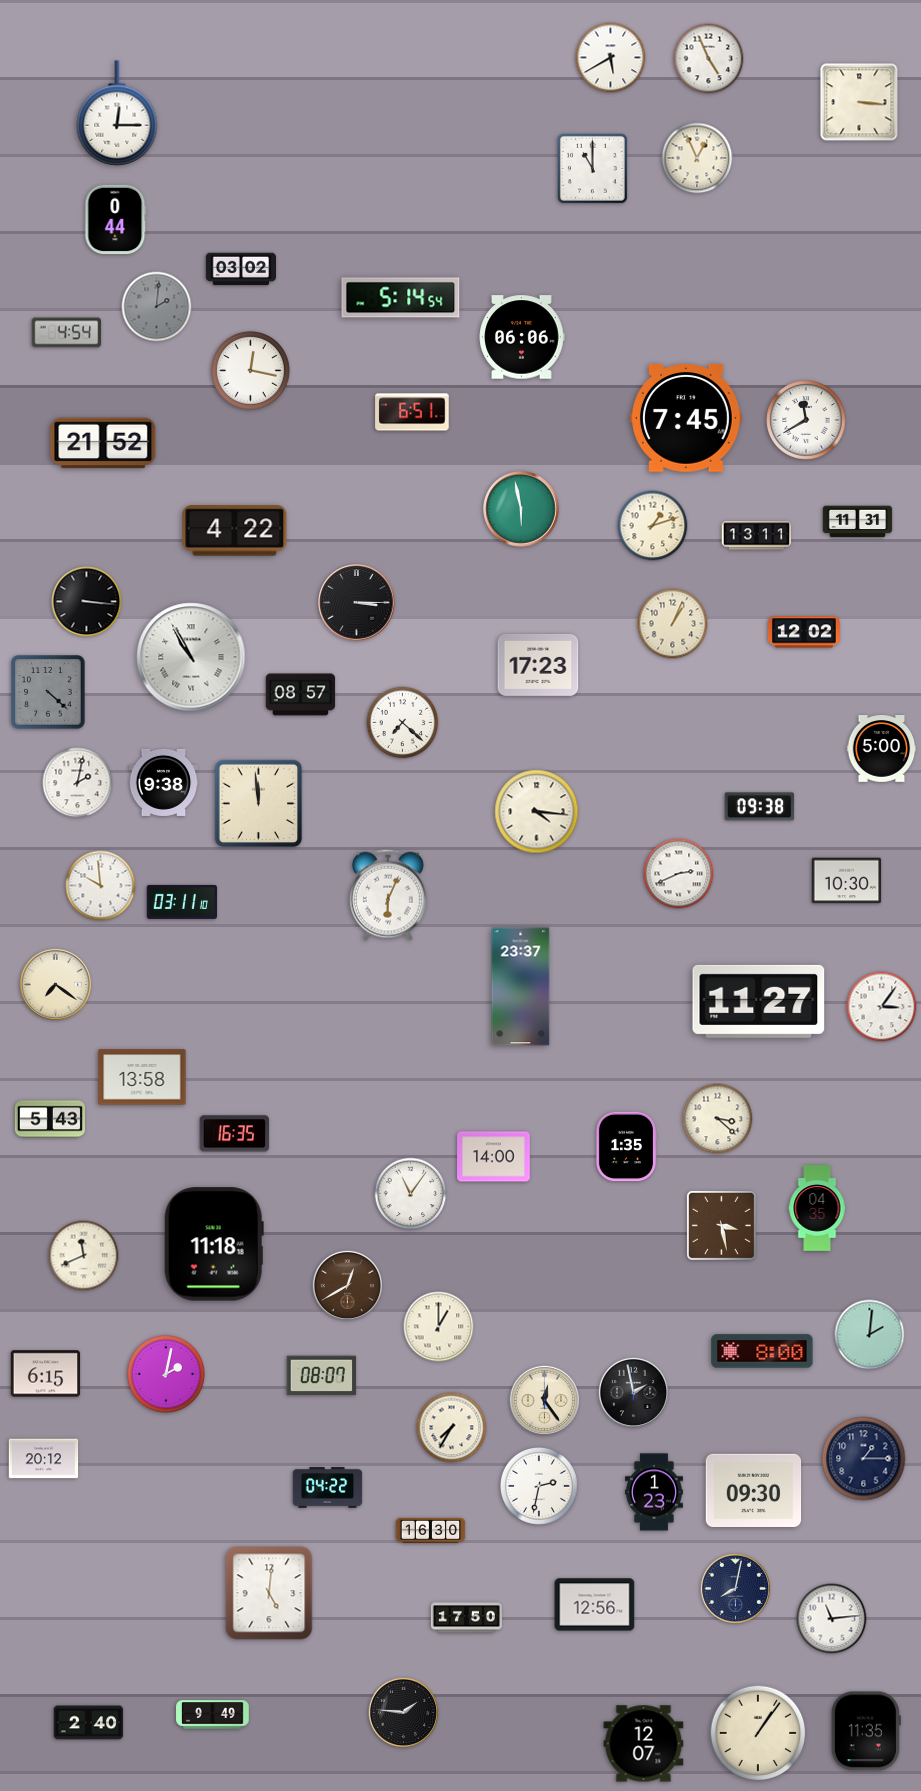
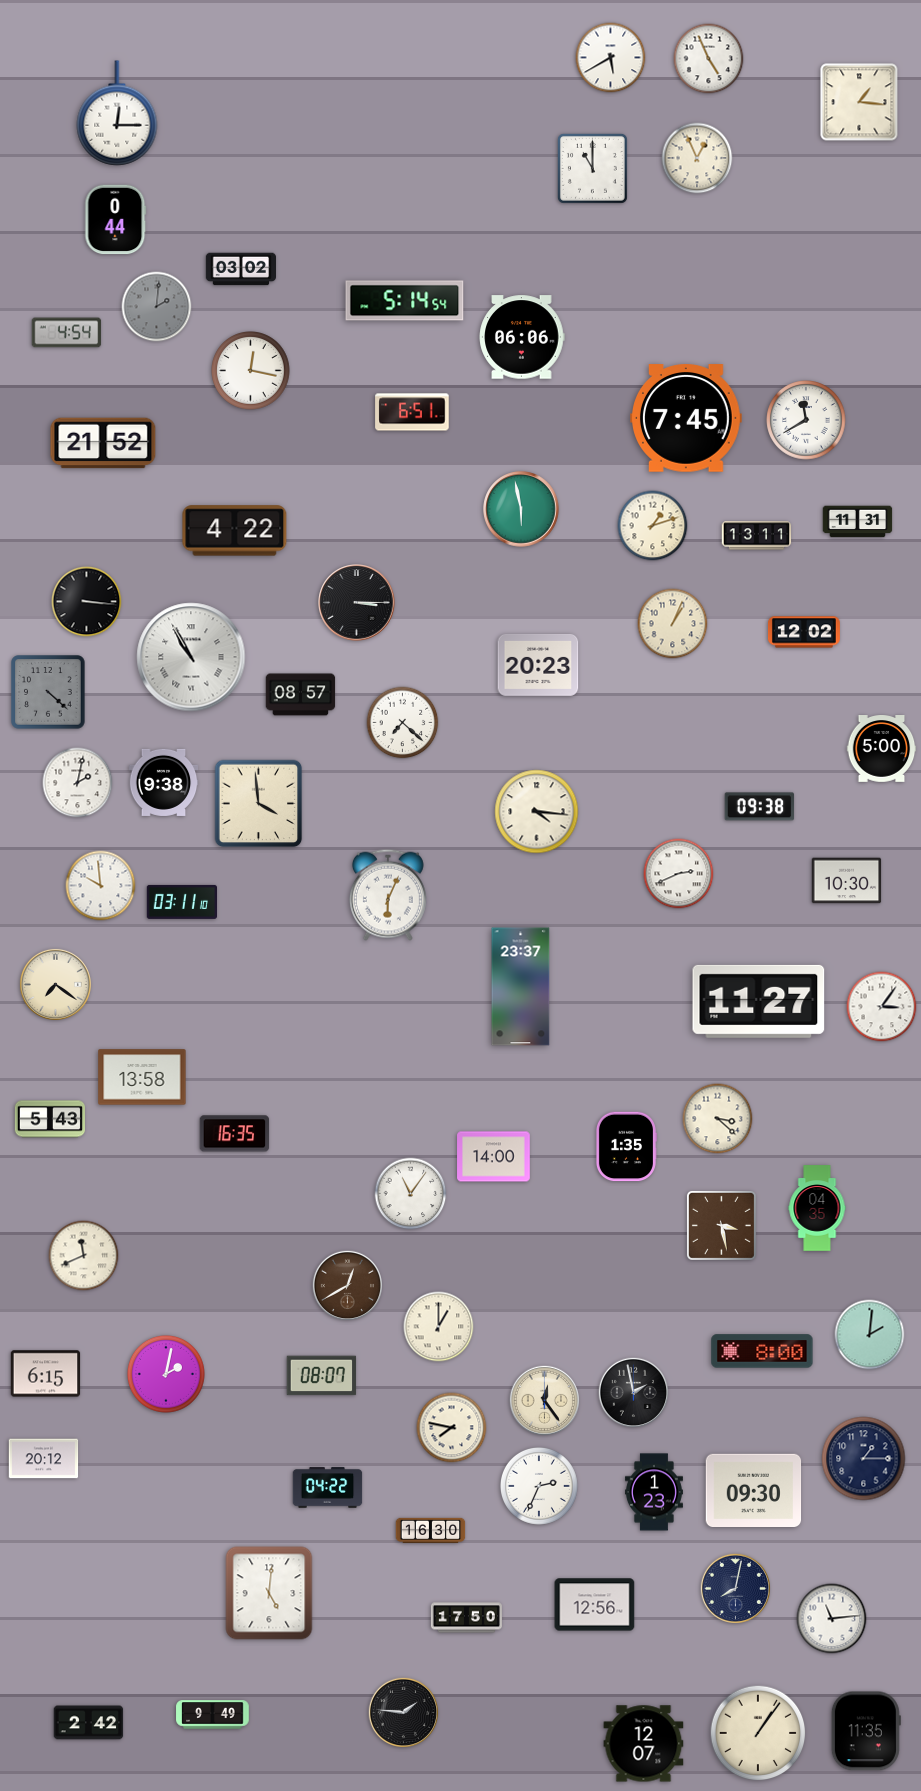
clock at (859, 102): 3:16 -> 1:16
clock at (401, 298) position: (401, 298) -> (405, 301)
clock at (538, 665): 17:23 -> 20:23
clock at (259, 804): 11:59 -> 3:59
clock at (214, 1244): 11:18 -> none
clock at (452, 1428): 7:35 -> 7:47
clock at (539, 1486): 2:32 -> 2:34
clock at (89, 1723): 2:40 -> 2:42
